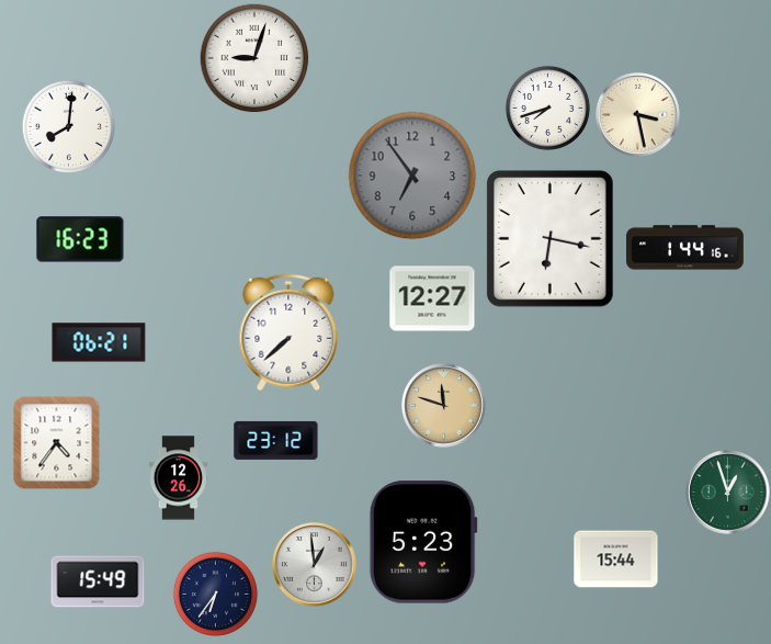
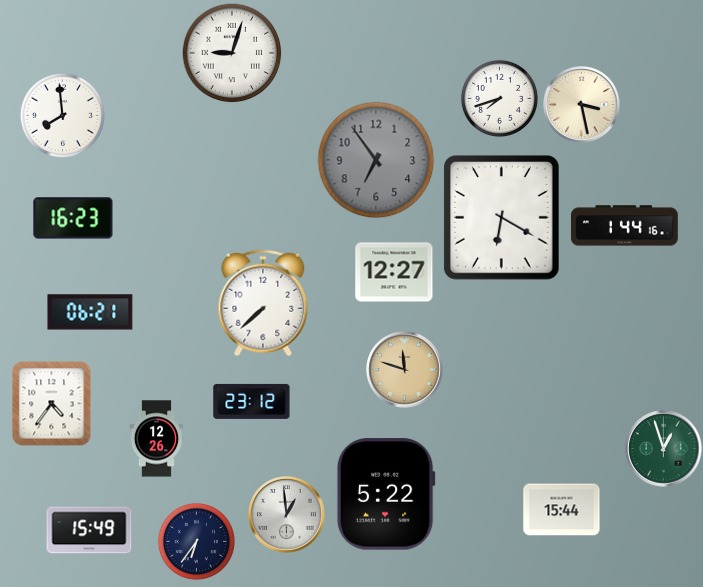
clock at (68, 126): 8:01 -> 7:59
clock at (551, 239): 6:17 -> 6:20
clock at (178, 478) position: (178, 478) -> (156, 439)
clock at (423, 542): 5:23 -> 5:22
